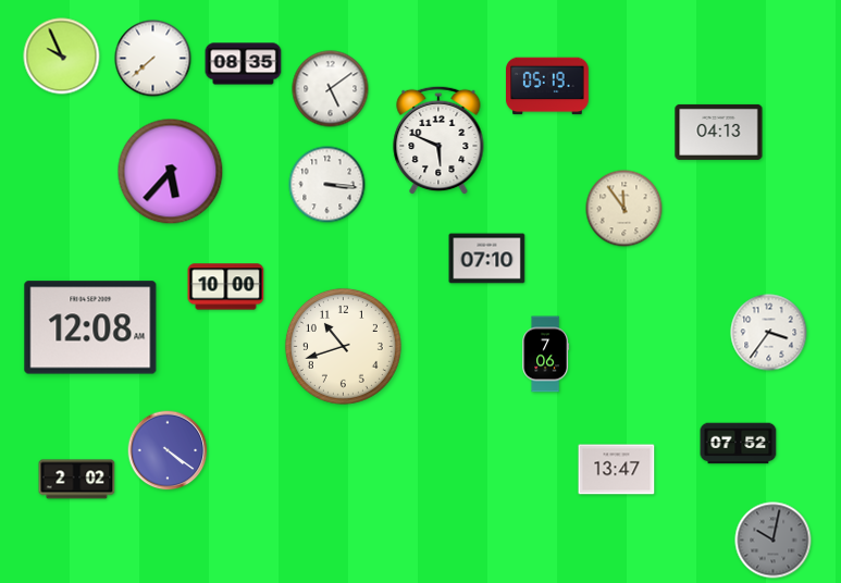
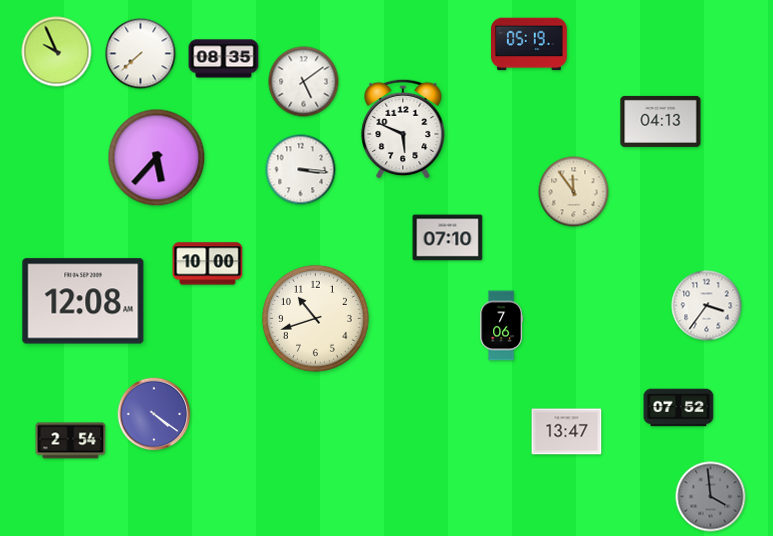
clock at (548, 86) position: (548, 86) -> (530, 44)
clock at (77, 480): 2:02 -> 2:54
clock at (774, 541): 10:02 -> 3:59
